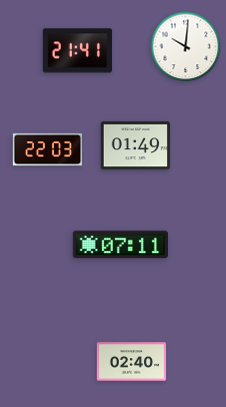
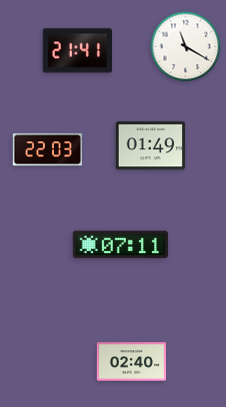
clock at (186, 47): 10:01 -> 11:20
clock at (136, 146) position: (136, 146) -> (151, 146)
